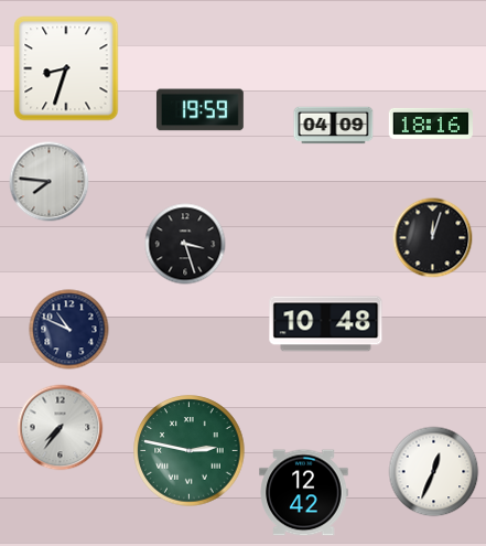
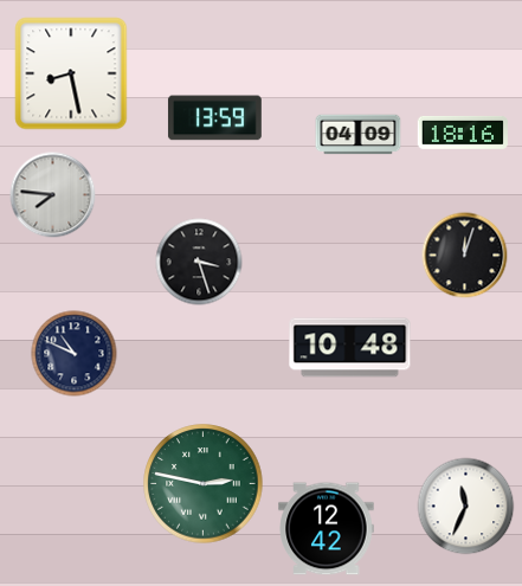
clock at (66, 68): 8:33 -> 8:28
clock at (199, 110): 19:59 -> 13:59
clock at (61, 428): 7:36 -> none
clock at (434, 472): 12:34 -> 11:34
